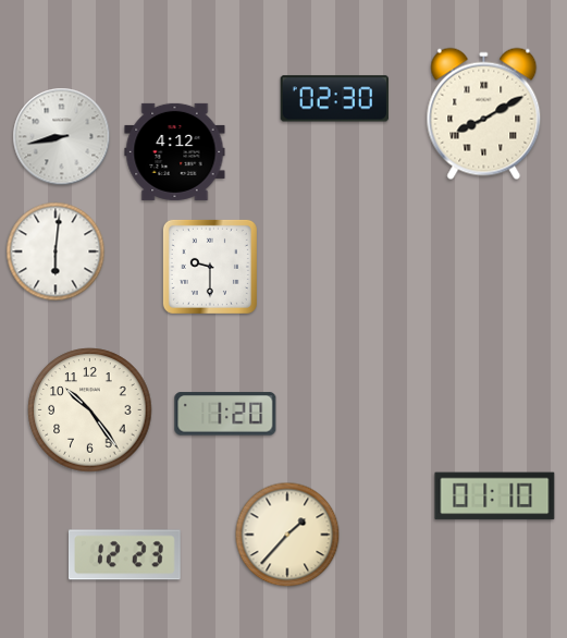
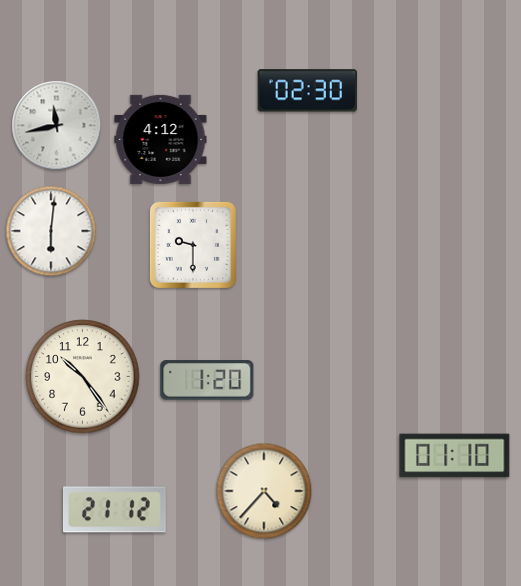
clock at (484, 114): 8:10 -> none
clock at (62, 137): 8:43 -> 11:43
clock at (287, 535): 1:37 -> 4:37
clock at (124, 555): 12:23 -> 21:12
